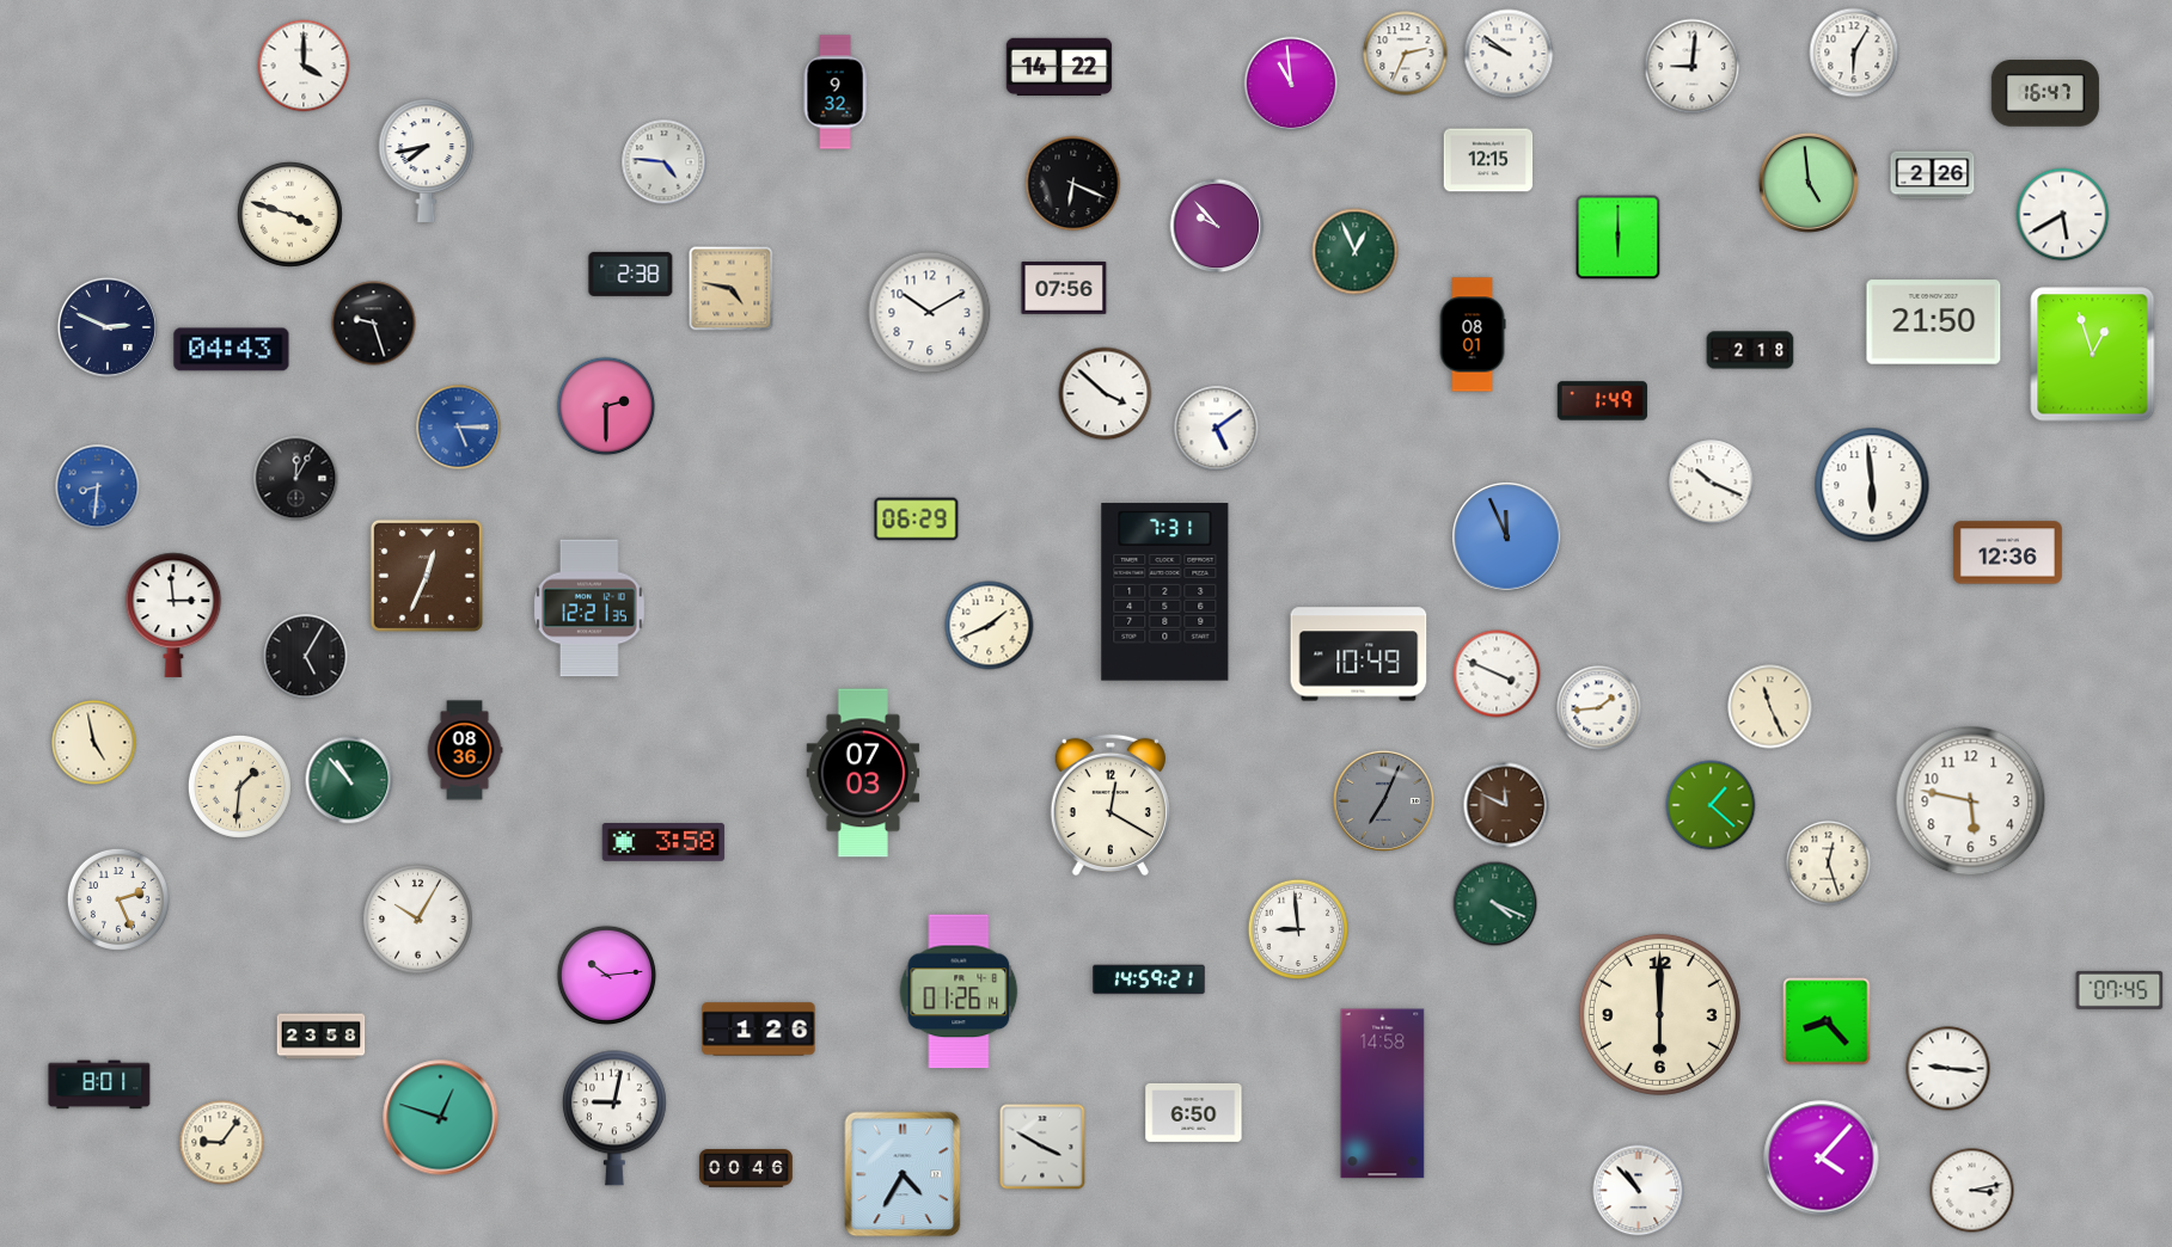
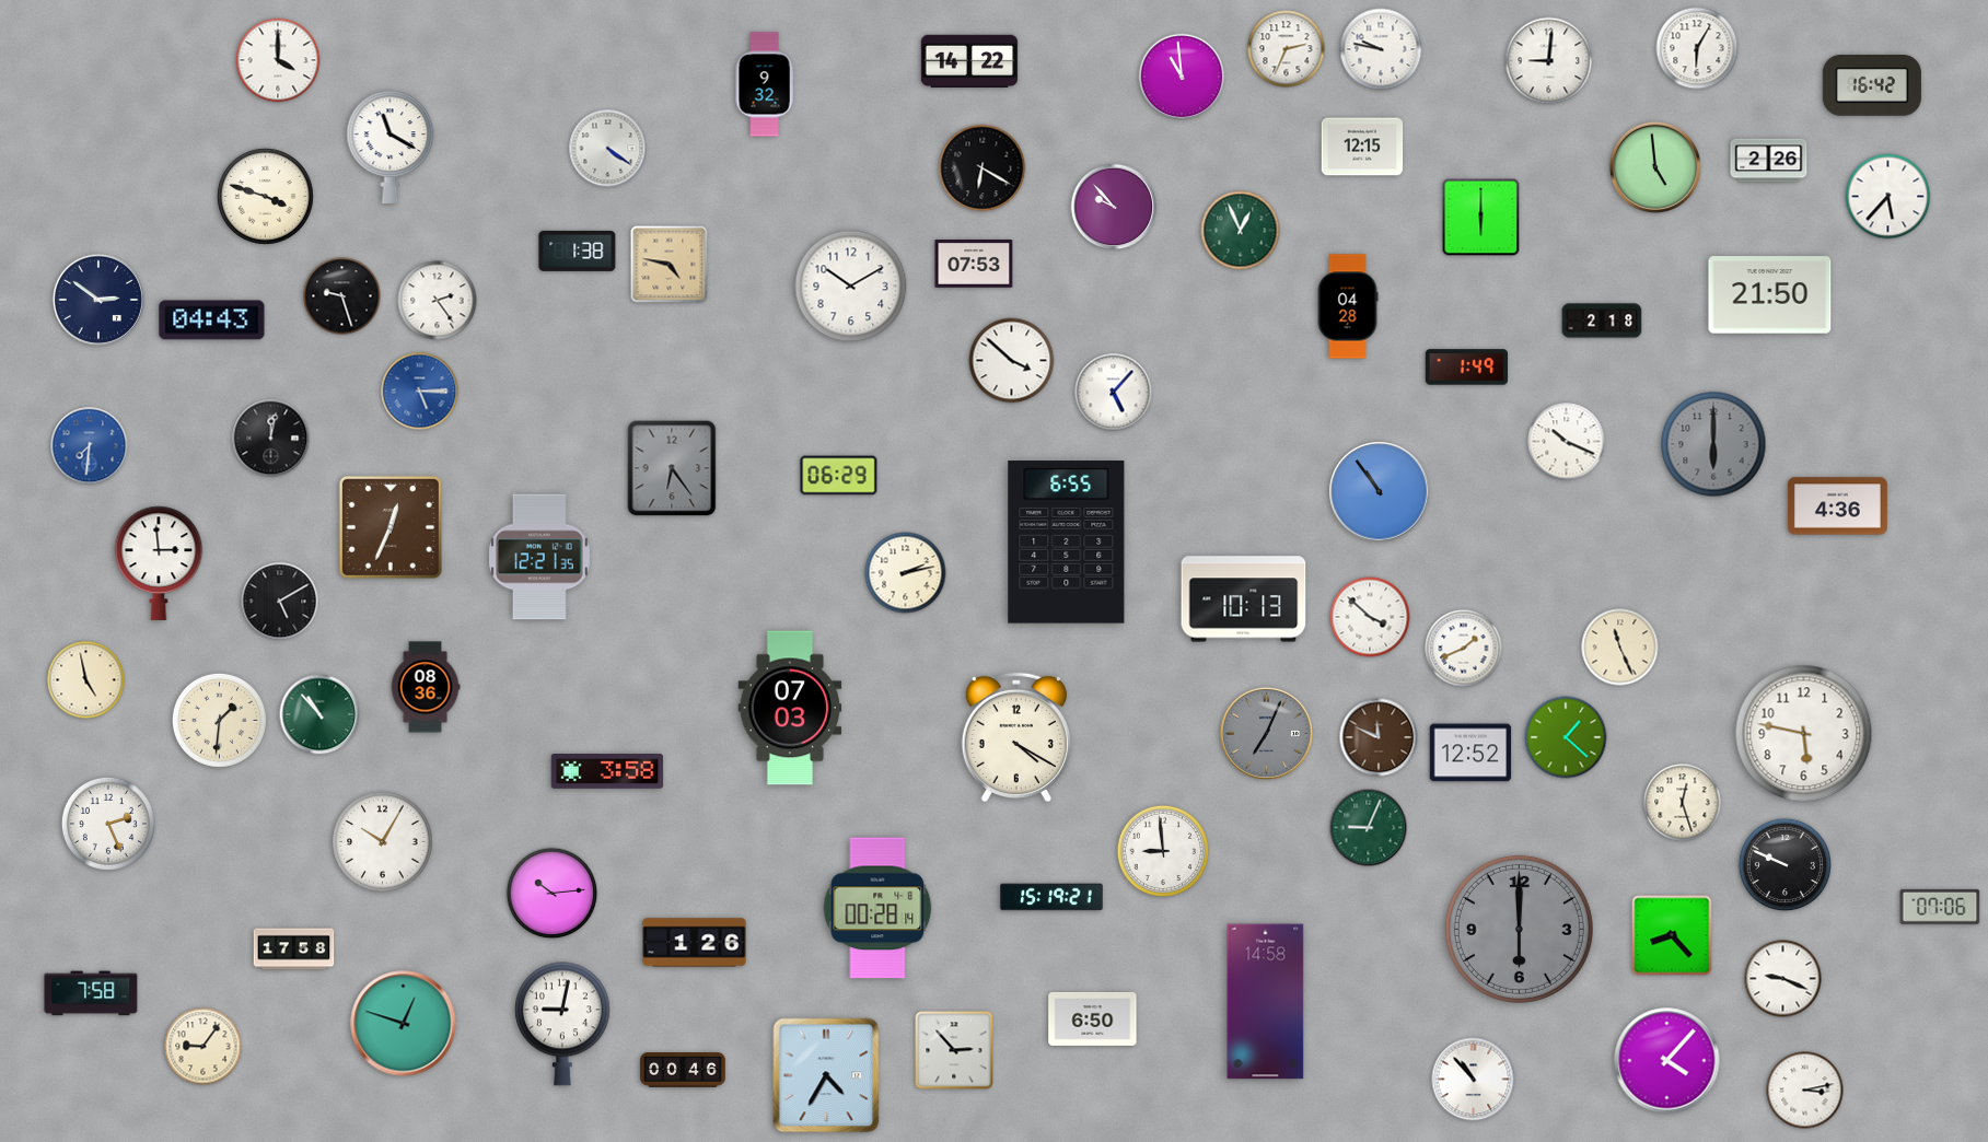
clock at (1509, 54): 9:51 -> 9:47
clock at (2045, 94): 16:47 -> 16:42
clock at (427, 160): 7:43 -> 11:20
clock at (665, 162): 4:46 -> 4:21
clock at (1073, 184): 6:19 -> 6:20
clock at (2063, 215): 5:40 -> 5:37
clock at (631, 274): 2:38 -> 1:38
clock at (1064, 288): 07:56 -> 07:53
clock at (108, 327): 2:49 -> 2:51
clock at (438, 301): none -> 2:24
clock at (1473, 334): 08:01 -> 04:28
clock at (2093, 355): 12:57 -> none
clock at (606, 406): 2:30 -> none
clock at (1217, 429): 5:09 -> 5:07
clock at (296, 479): 12:05 -> 12:02
clock at (1872, 485): 5:59 -> 6:00
clock at (1872, 485) dial: white -> grey
clock at (98, 487): 8:31 -> 7:31
clock at (672, 468): none -> 6:24
clock at (1507, 537): 11:56 -> 10:54
clock at (2007, 553): 12:36 -> 4:36
clock at (1165, 592): 7:31 -> 6:55
clock at (990, 626): 1:41 -> 2:13
clock at (1359, 655): 10:49 -> 10:13
clock at (306, 657): 5:05 -> 5:10
clock at (1497, 674): 3:49 -> 3:52
clock at (1599, 708): 1:44 -> 1:41
clock at (1111, 805): 12:20 -> 4:20
clock at (1470, 753): none -> 12:52
clock at (1829, 864) position: (1829, 864) -> (1683, 803)
clock at (1495, 904): 4:19 -> 9:04
clock at (1298, 929) position: (1298, 929) -> (1163, 851)
clock at (1784, 864): none -> 9:49
clock at (607, 976) position: (607, 976) -> (553, 894)
clock at (1149, 979): 14:59 -> 15:19
clock at (2119, 990): 07:45 -> 07:06
clock at (959, 991): 01:26 -> 00:28
clock at (1659, 1014) dial: cream -> grey
clock at (322, 1037): 23:58 -> 17:58
clock at (1948, 1069): 9:16 -> 9:19
clock at (99, 1085): 8:01 -> 7:58
clock at (1042, 1147): 3:50 -> 2:53
clock at (1639, 1191) position: (1639, 1191) -> (1474, 1080)
